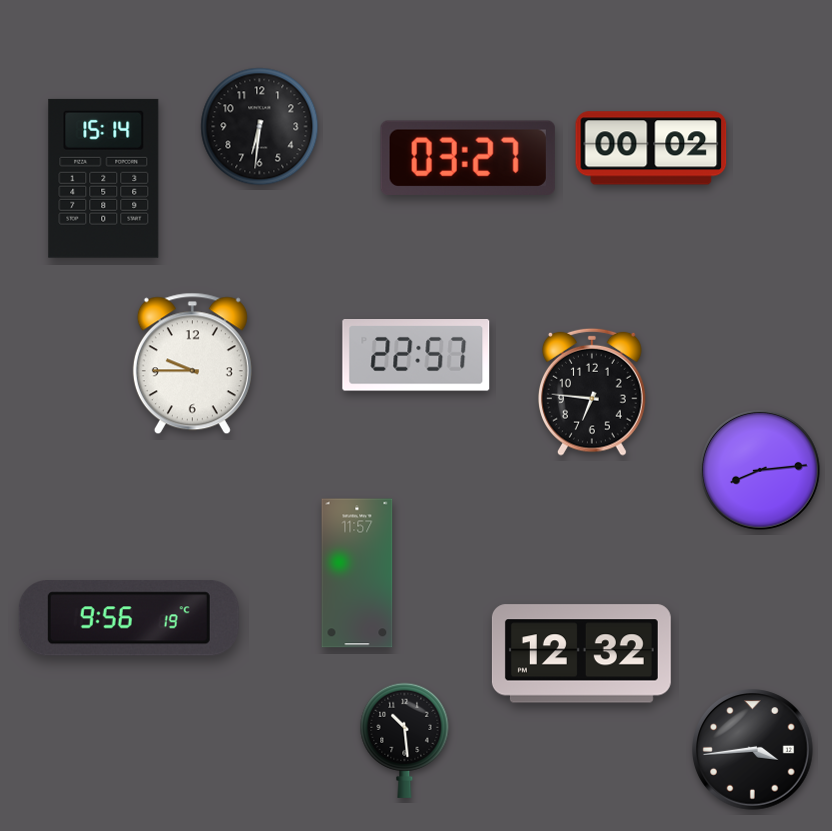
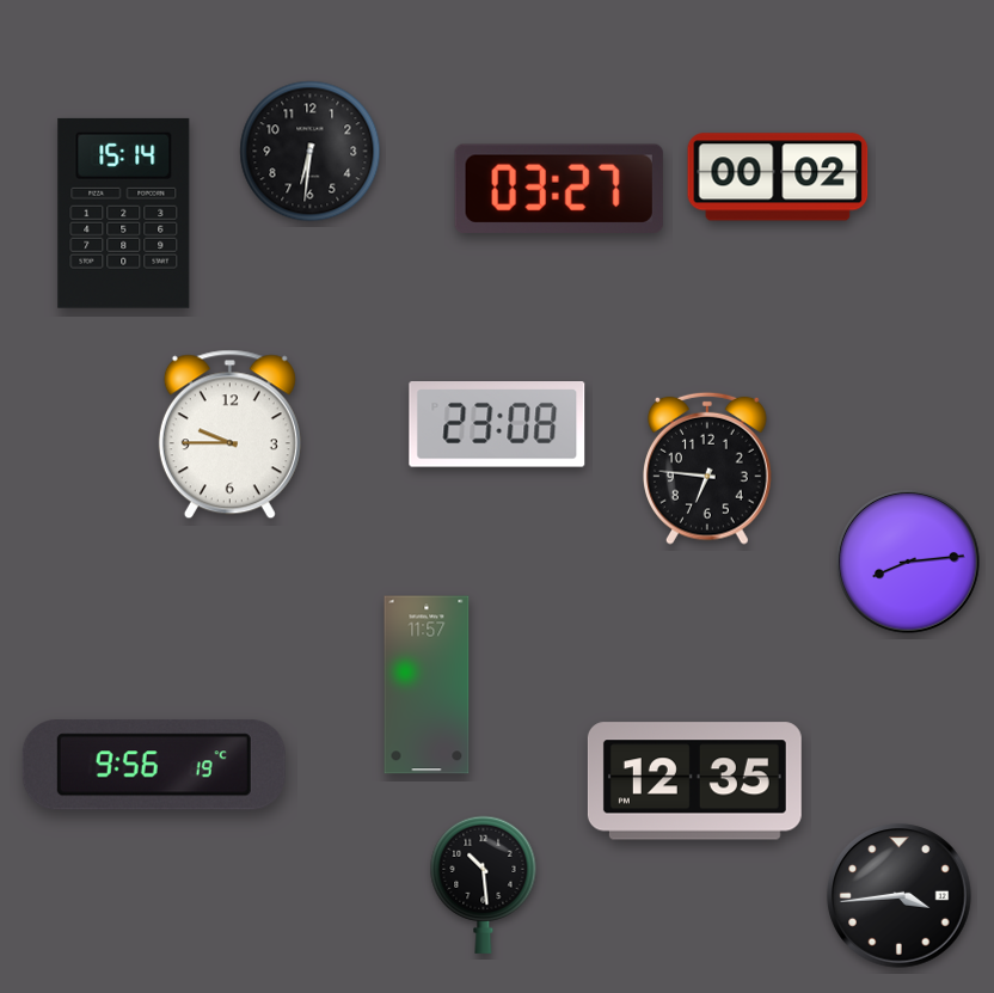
clock at (416, 356): 22:57 -> 23:08
clock at (129, 618) position: (129, 618) -> (154, 765)
clock at (581, 654): 12:32 -> 12:35
